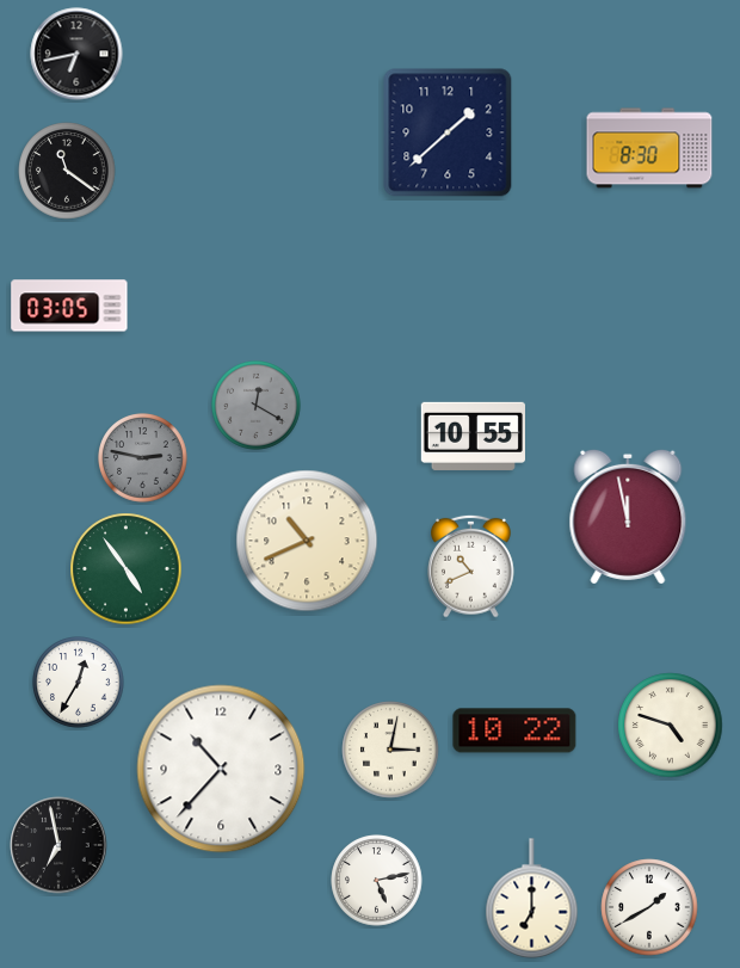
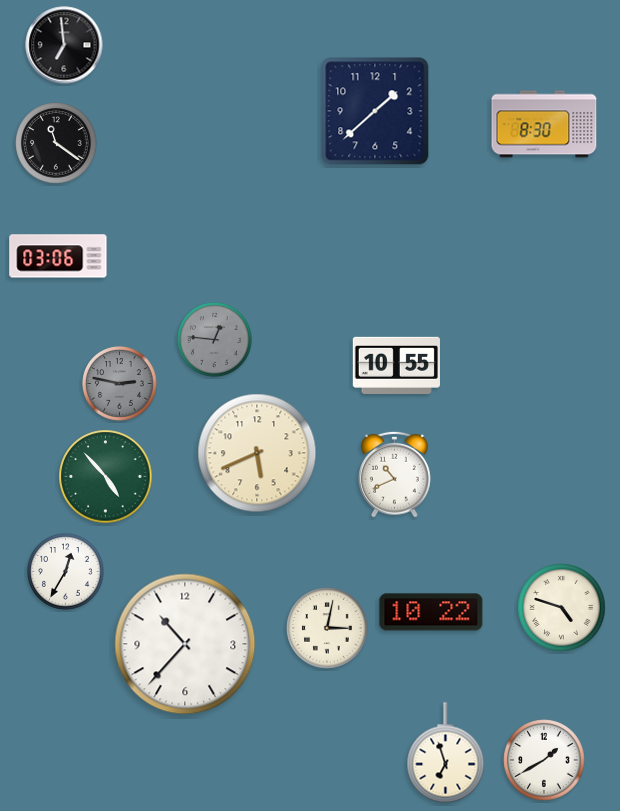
clock at (76, 54): 6:43 -> 6:59
clock at (69, 306): 03:05 -> 03:06
clock at (257, 406): 12:20 -> 12:46
clock at (628, 517): 11:58 -> none
clock at (307, 541): 10:41 -> 5:41
clock at (127, 569): 4:54 -> 4:53
clock at (58, 845): 6:58 -> none
clock at (377, 881): 5:13 -> none
clock at (532, 899): 7:00 -> 6:57
